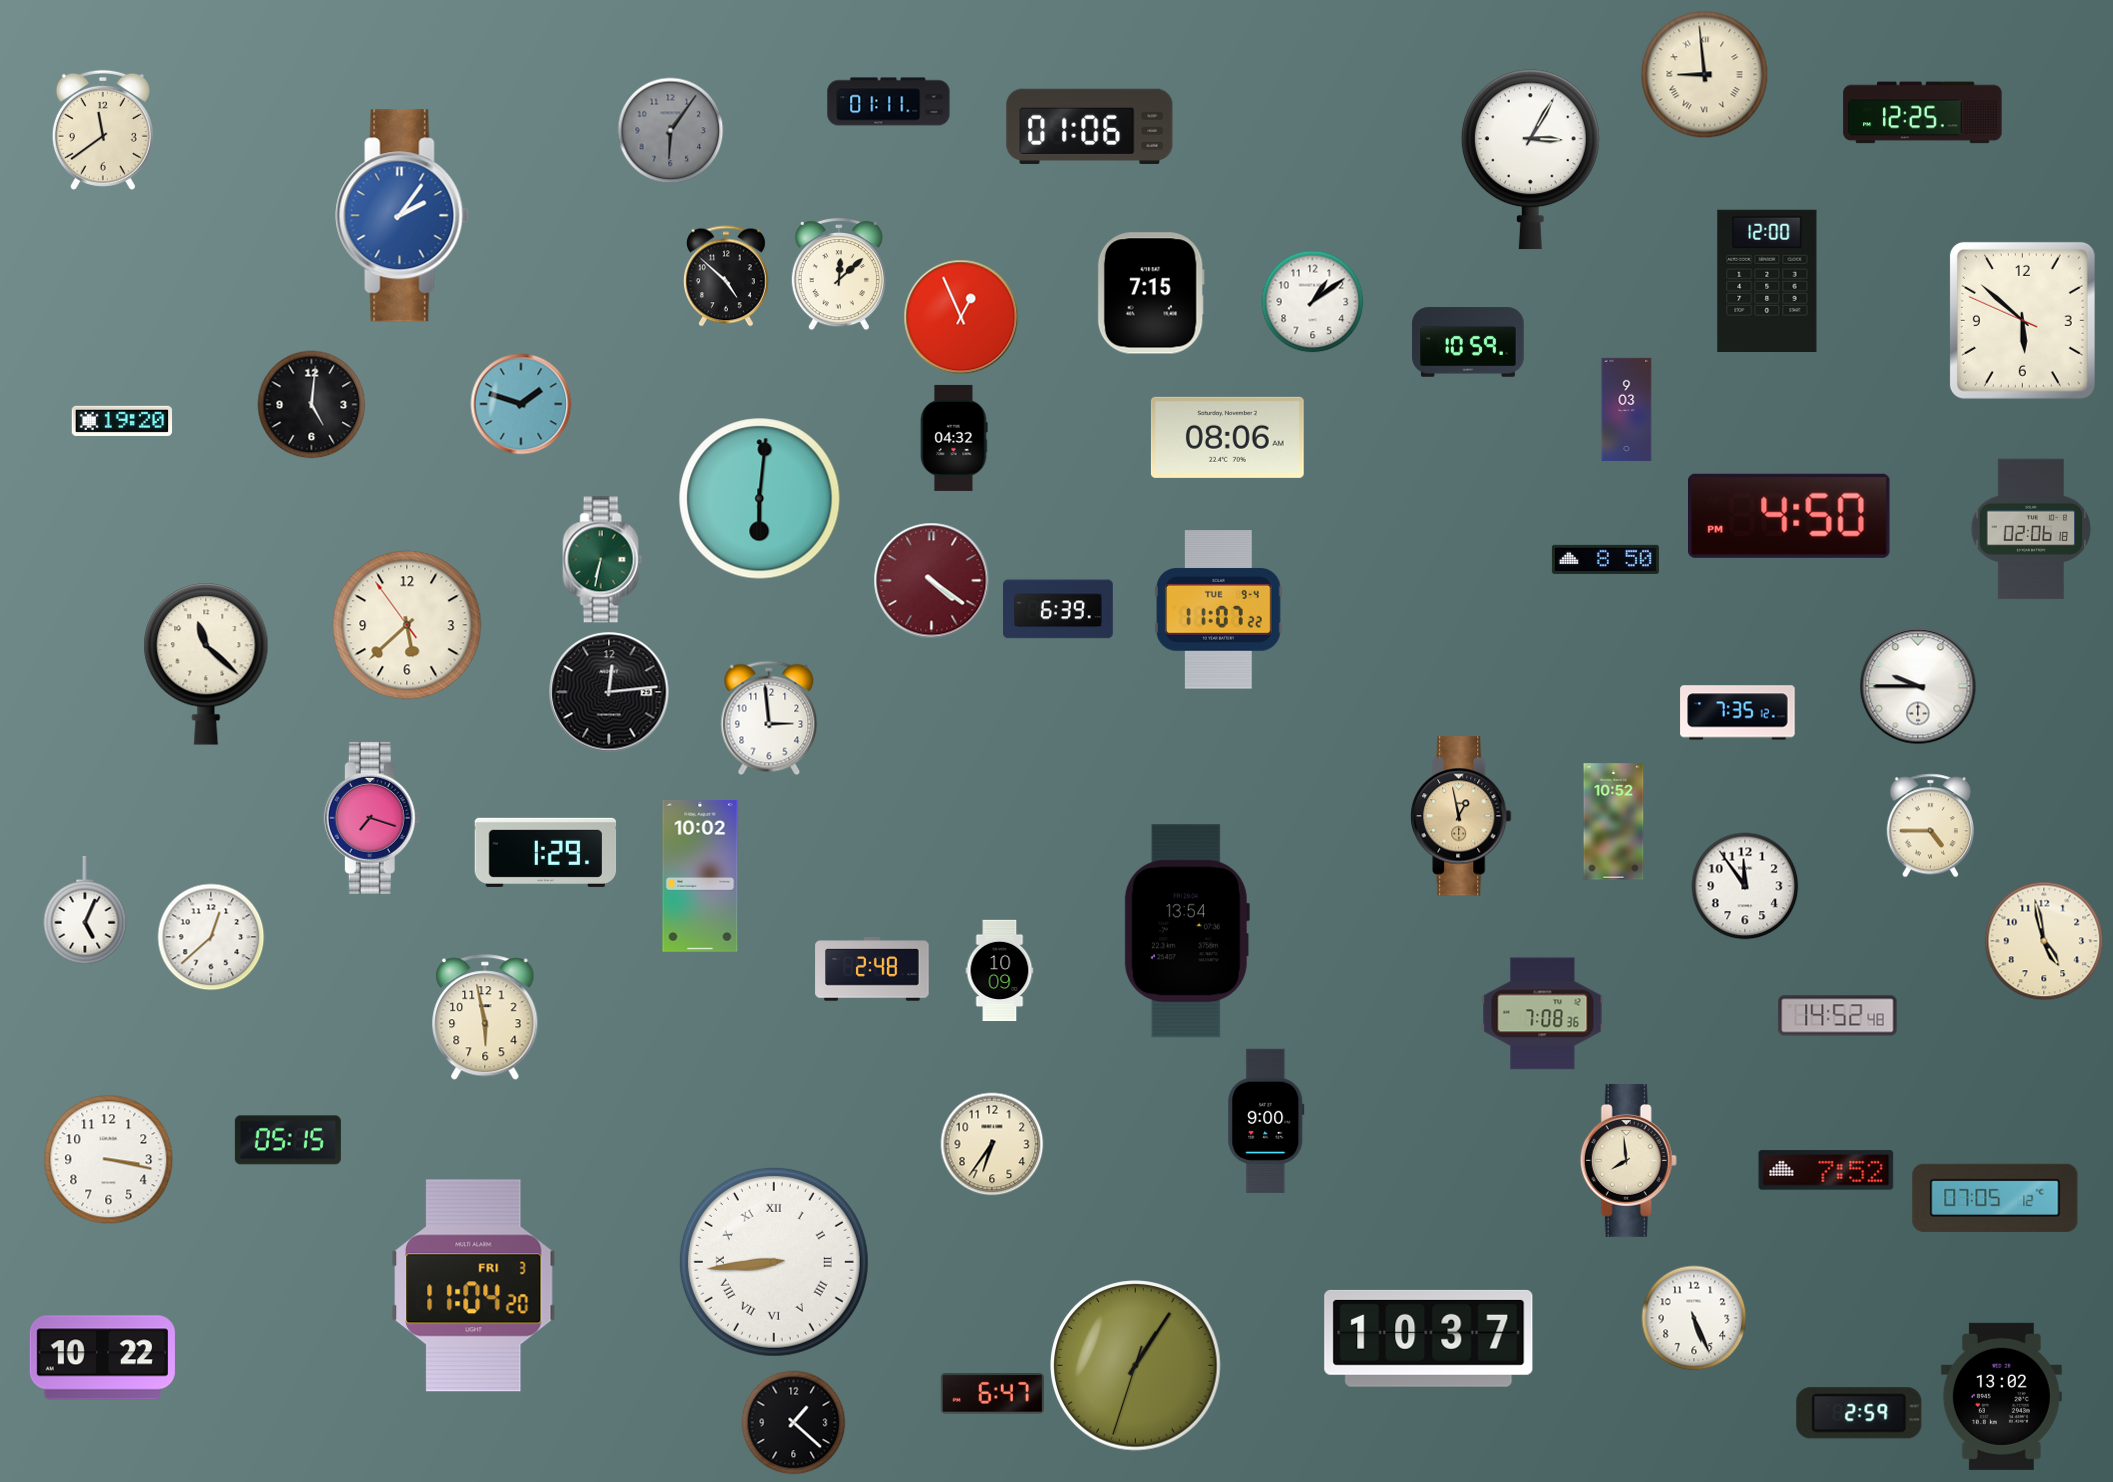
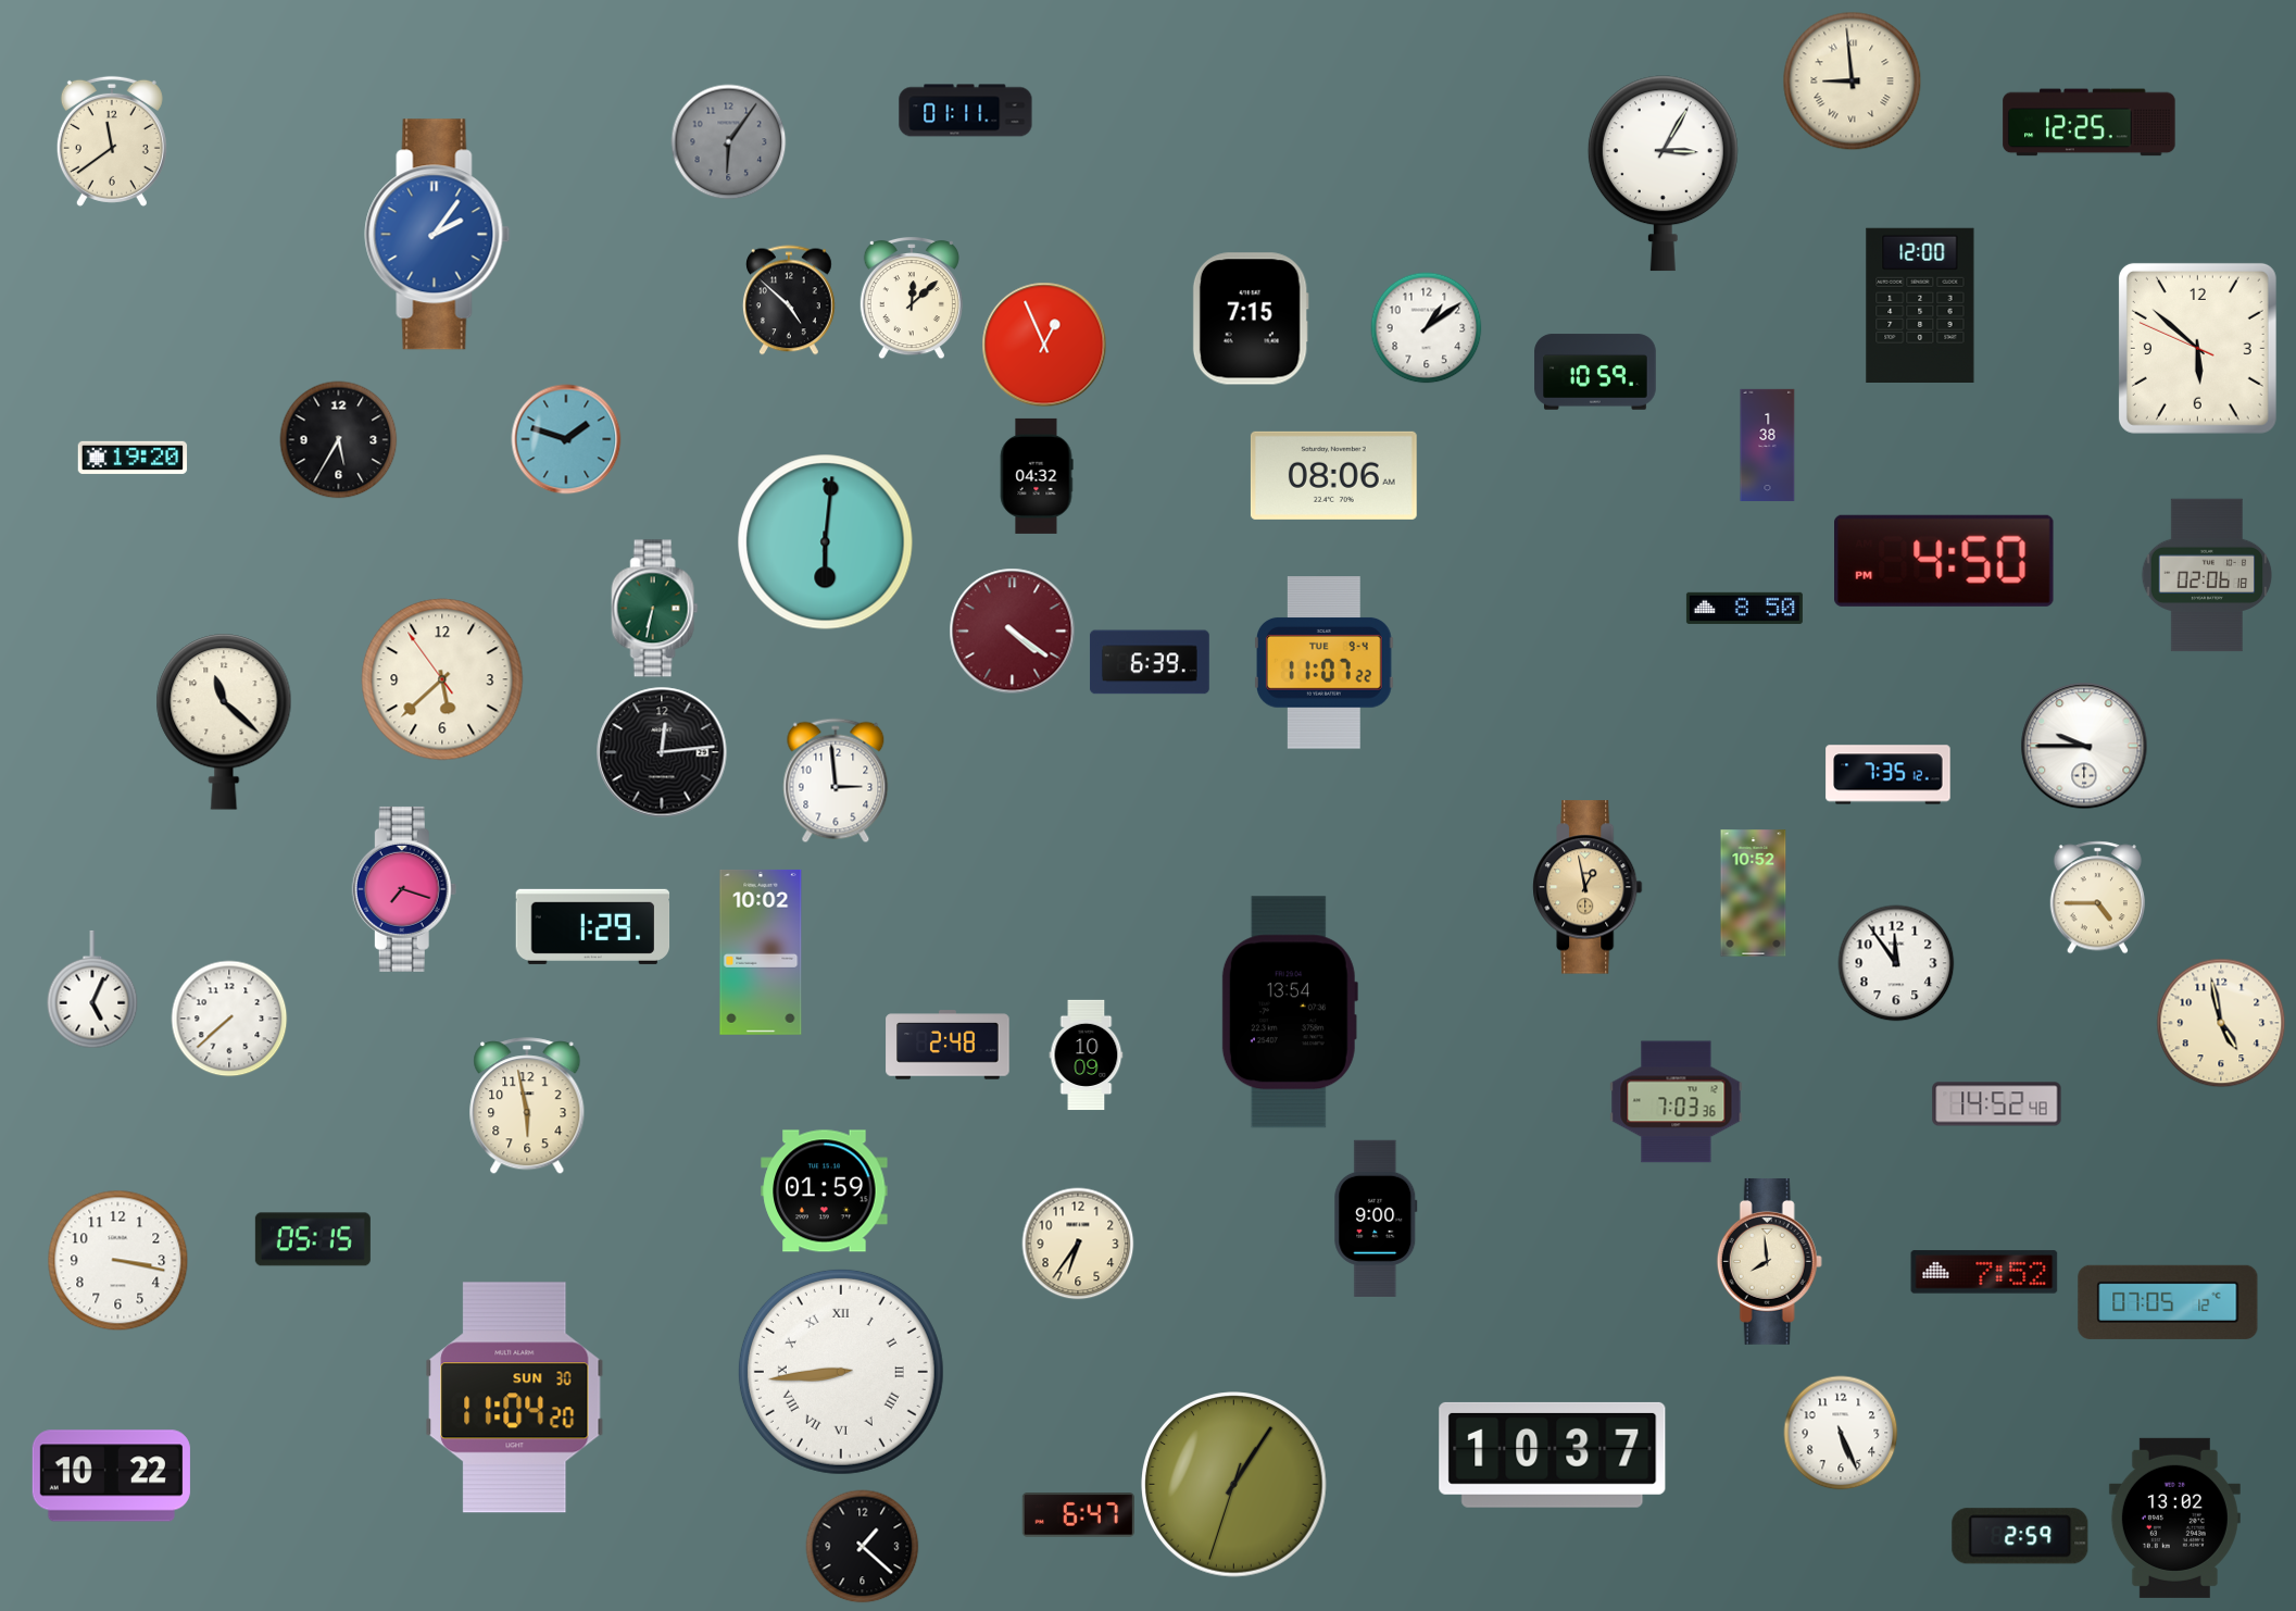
clock at (1090, 126): 01:06 -> none
clock at (312, 405): 5:01 -> 5:35
clock at (1627, 409): 9:03 -> 1:38
clock at (211, 937): 12:38 -> 7:38
clock at (872, 969) position: (872, 969) -> (948, 1045)
clock at (1543, 1014): 7:08 -> 7:03
clock at (825, 1191): none -> 01:59
clock at (474, 1286) date: FRI 3 -> SUN 30
